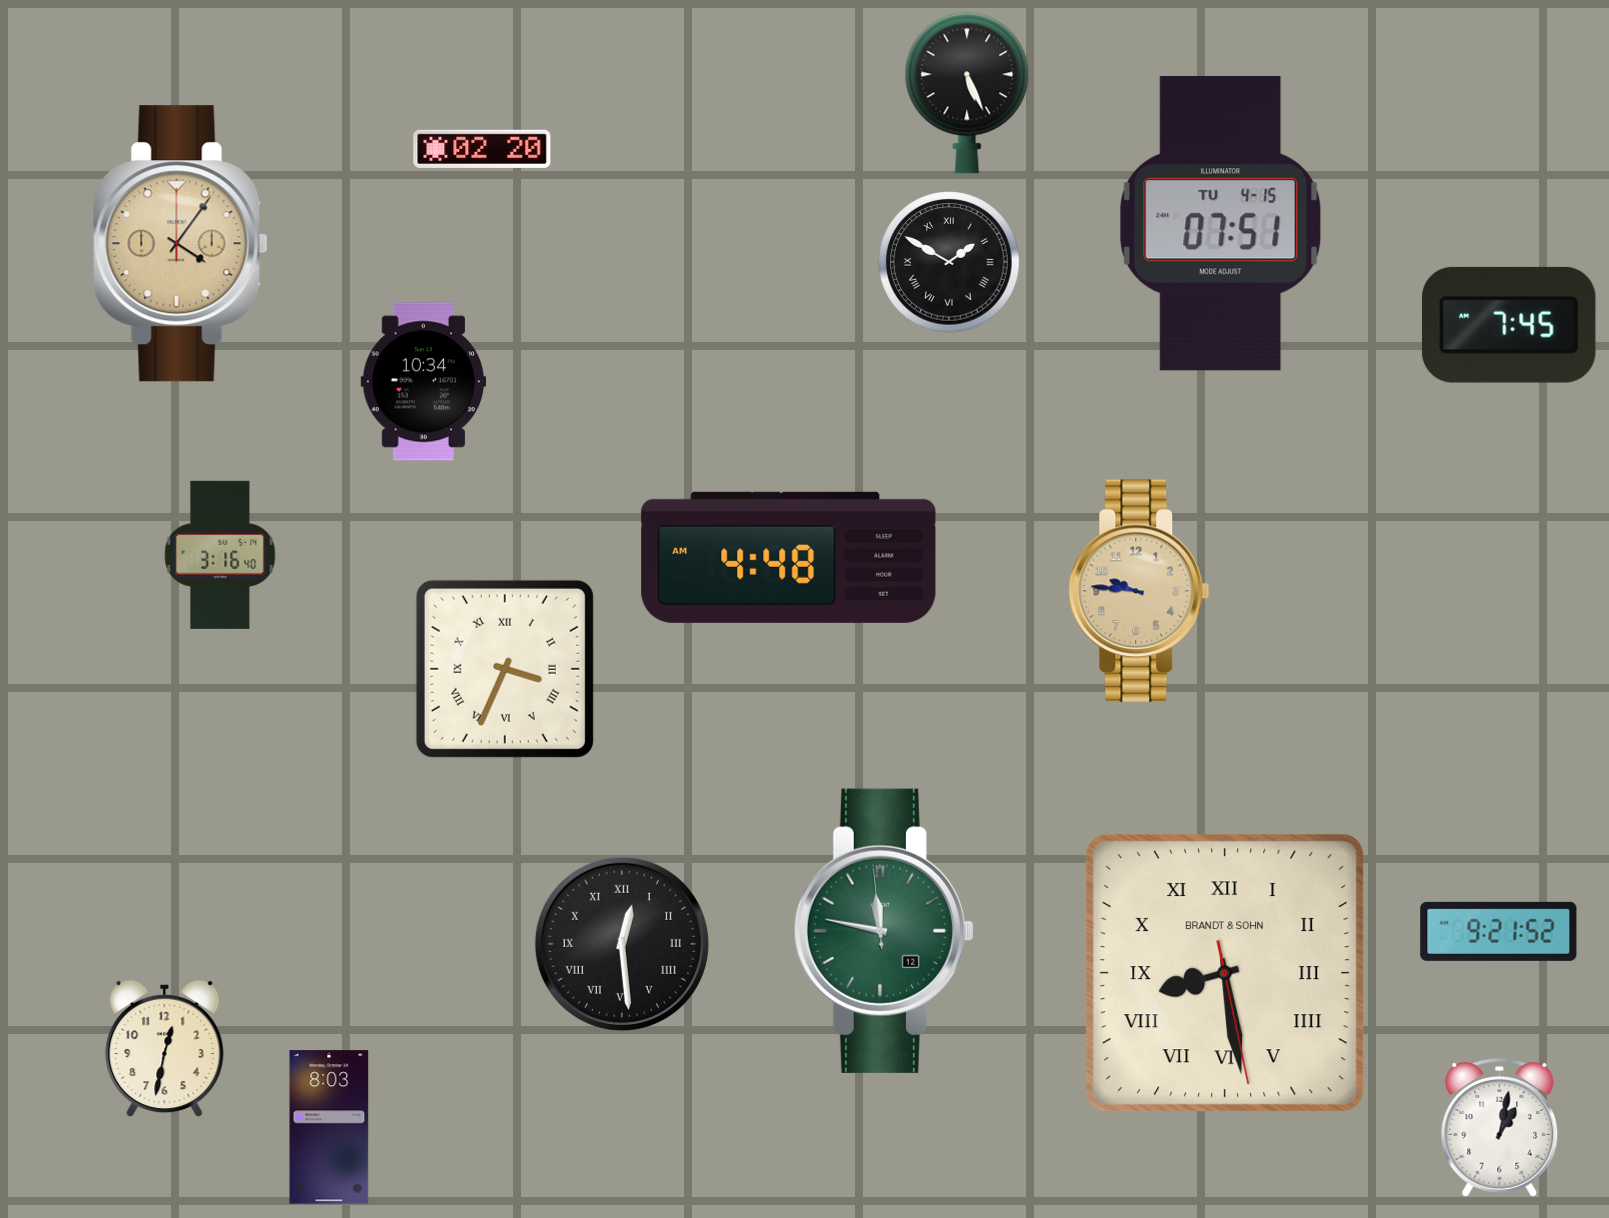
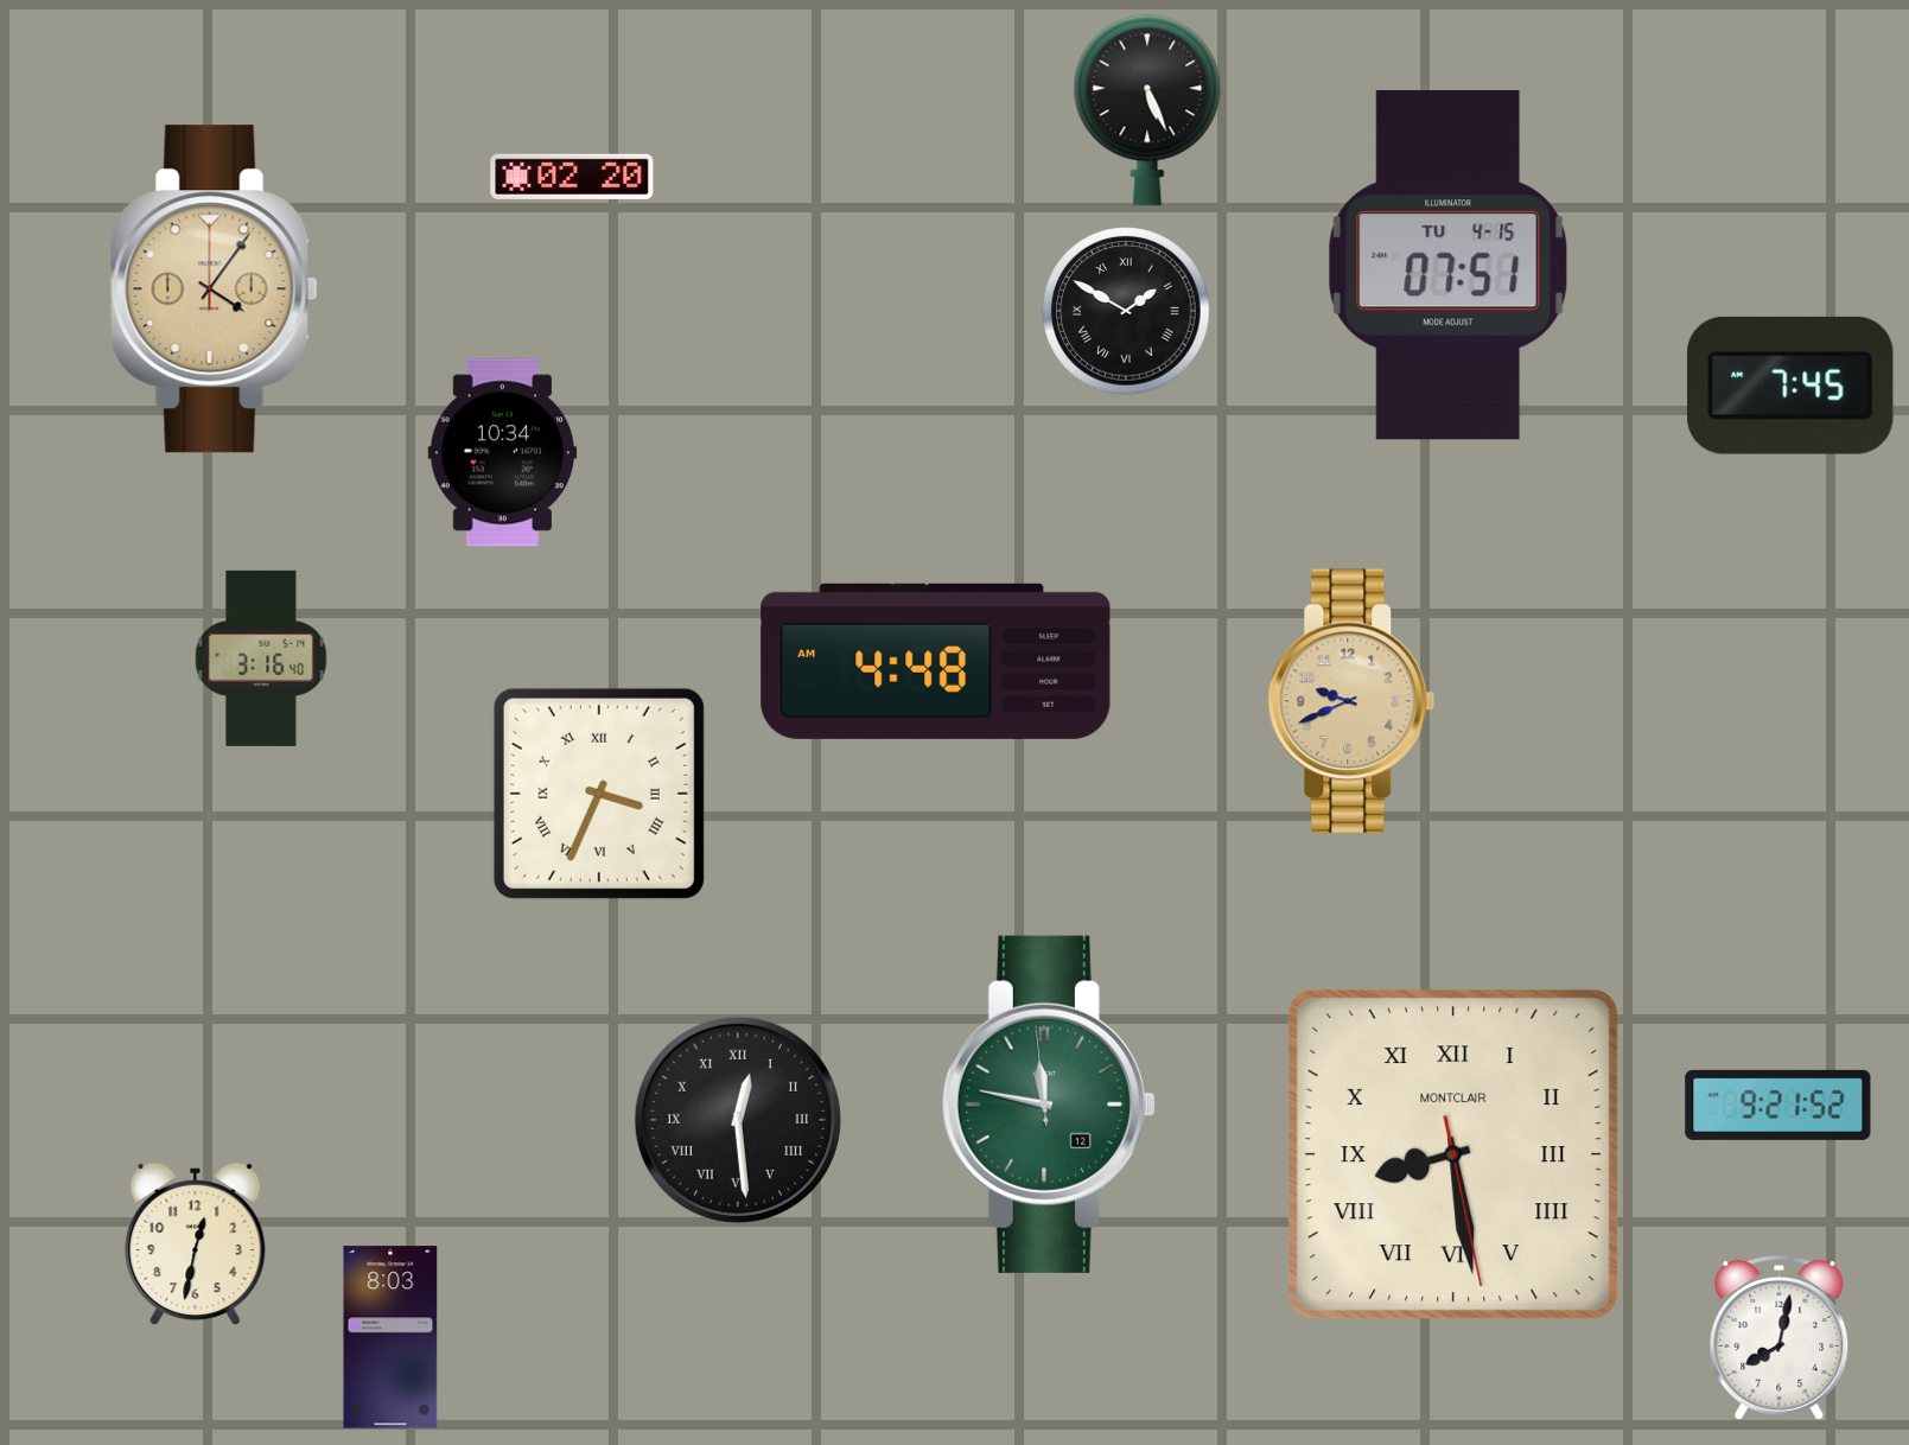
clock at (1139, 591): 9:46 -> 9:41
clock at (1225, 973) brand: BRANDT & SOHN -> MONTCLAIR
clock at (1500, 1127): 1:02 -> 8:02
